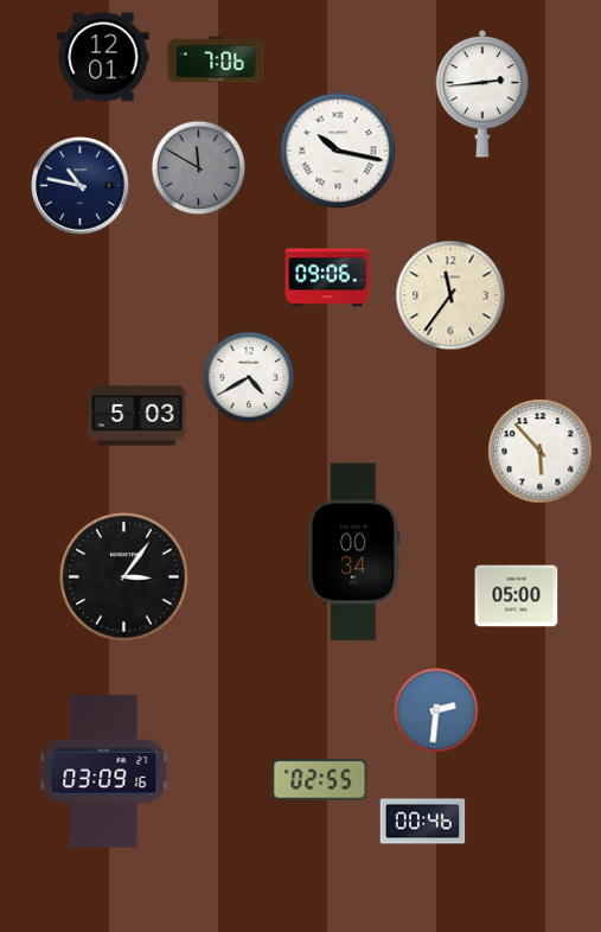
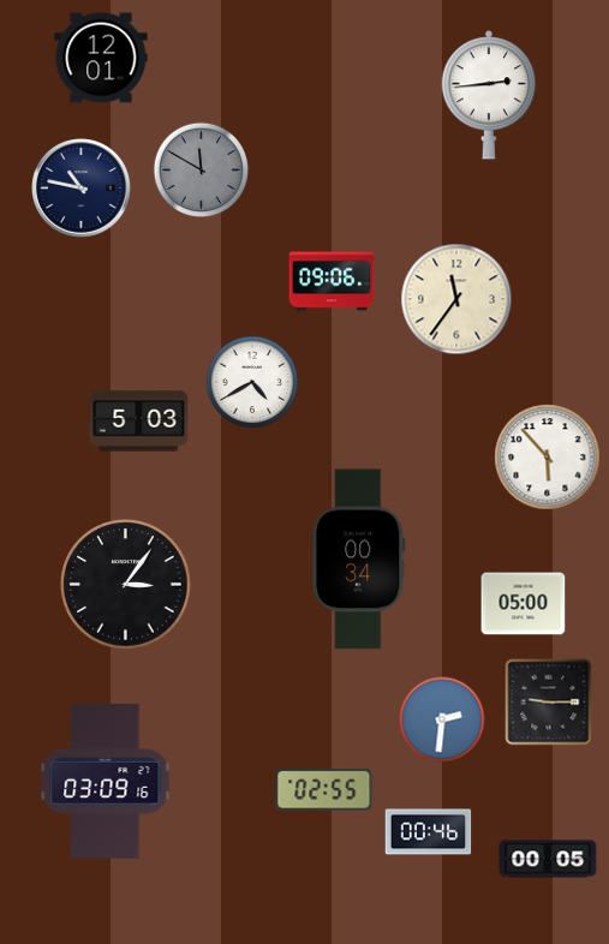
clock at (103, 57) position: (103, 57) -> (101, 58)
clock at (216, 59): 7:06 -> none
clock at (338, 151): 10:17 -> none
clock at (549, 703): none -> 9:15
clock at (548, 859): none -> 00:05
